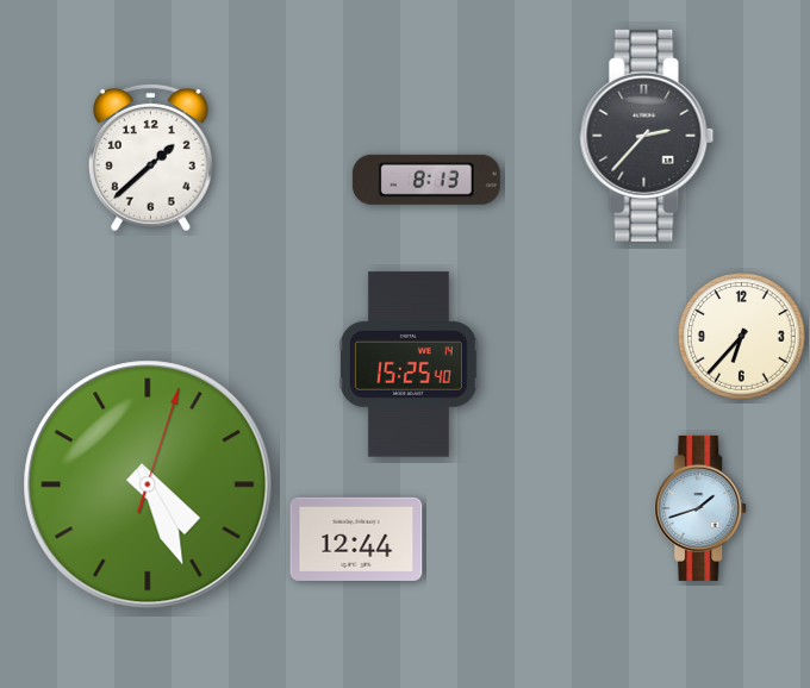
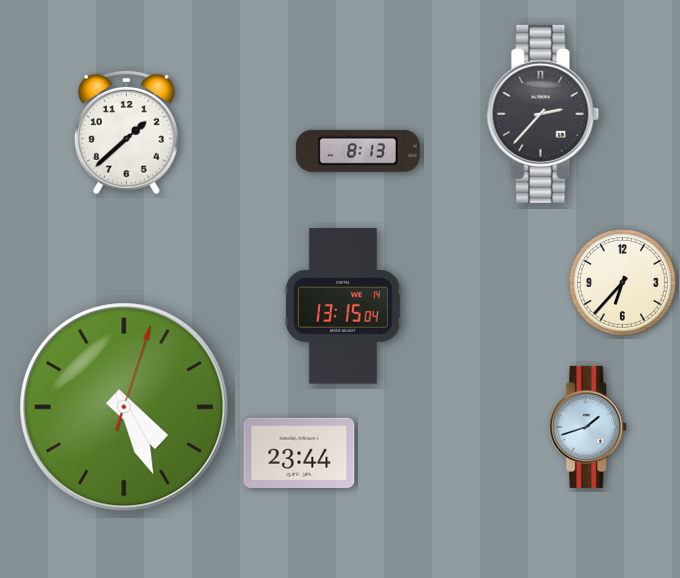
clock at (409, 364): 15:25 -> 13:15
clock at (356, 539): 12:44 -> 23:44
